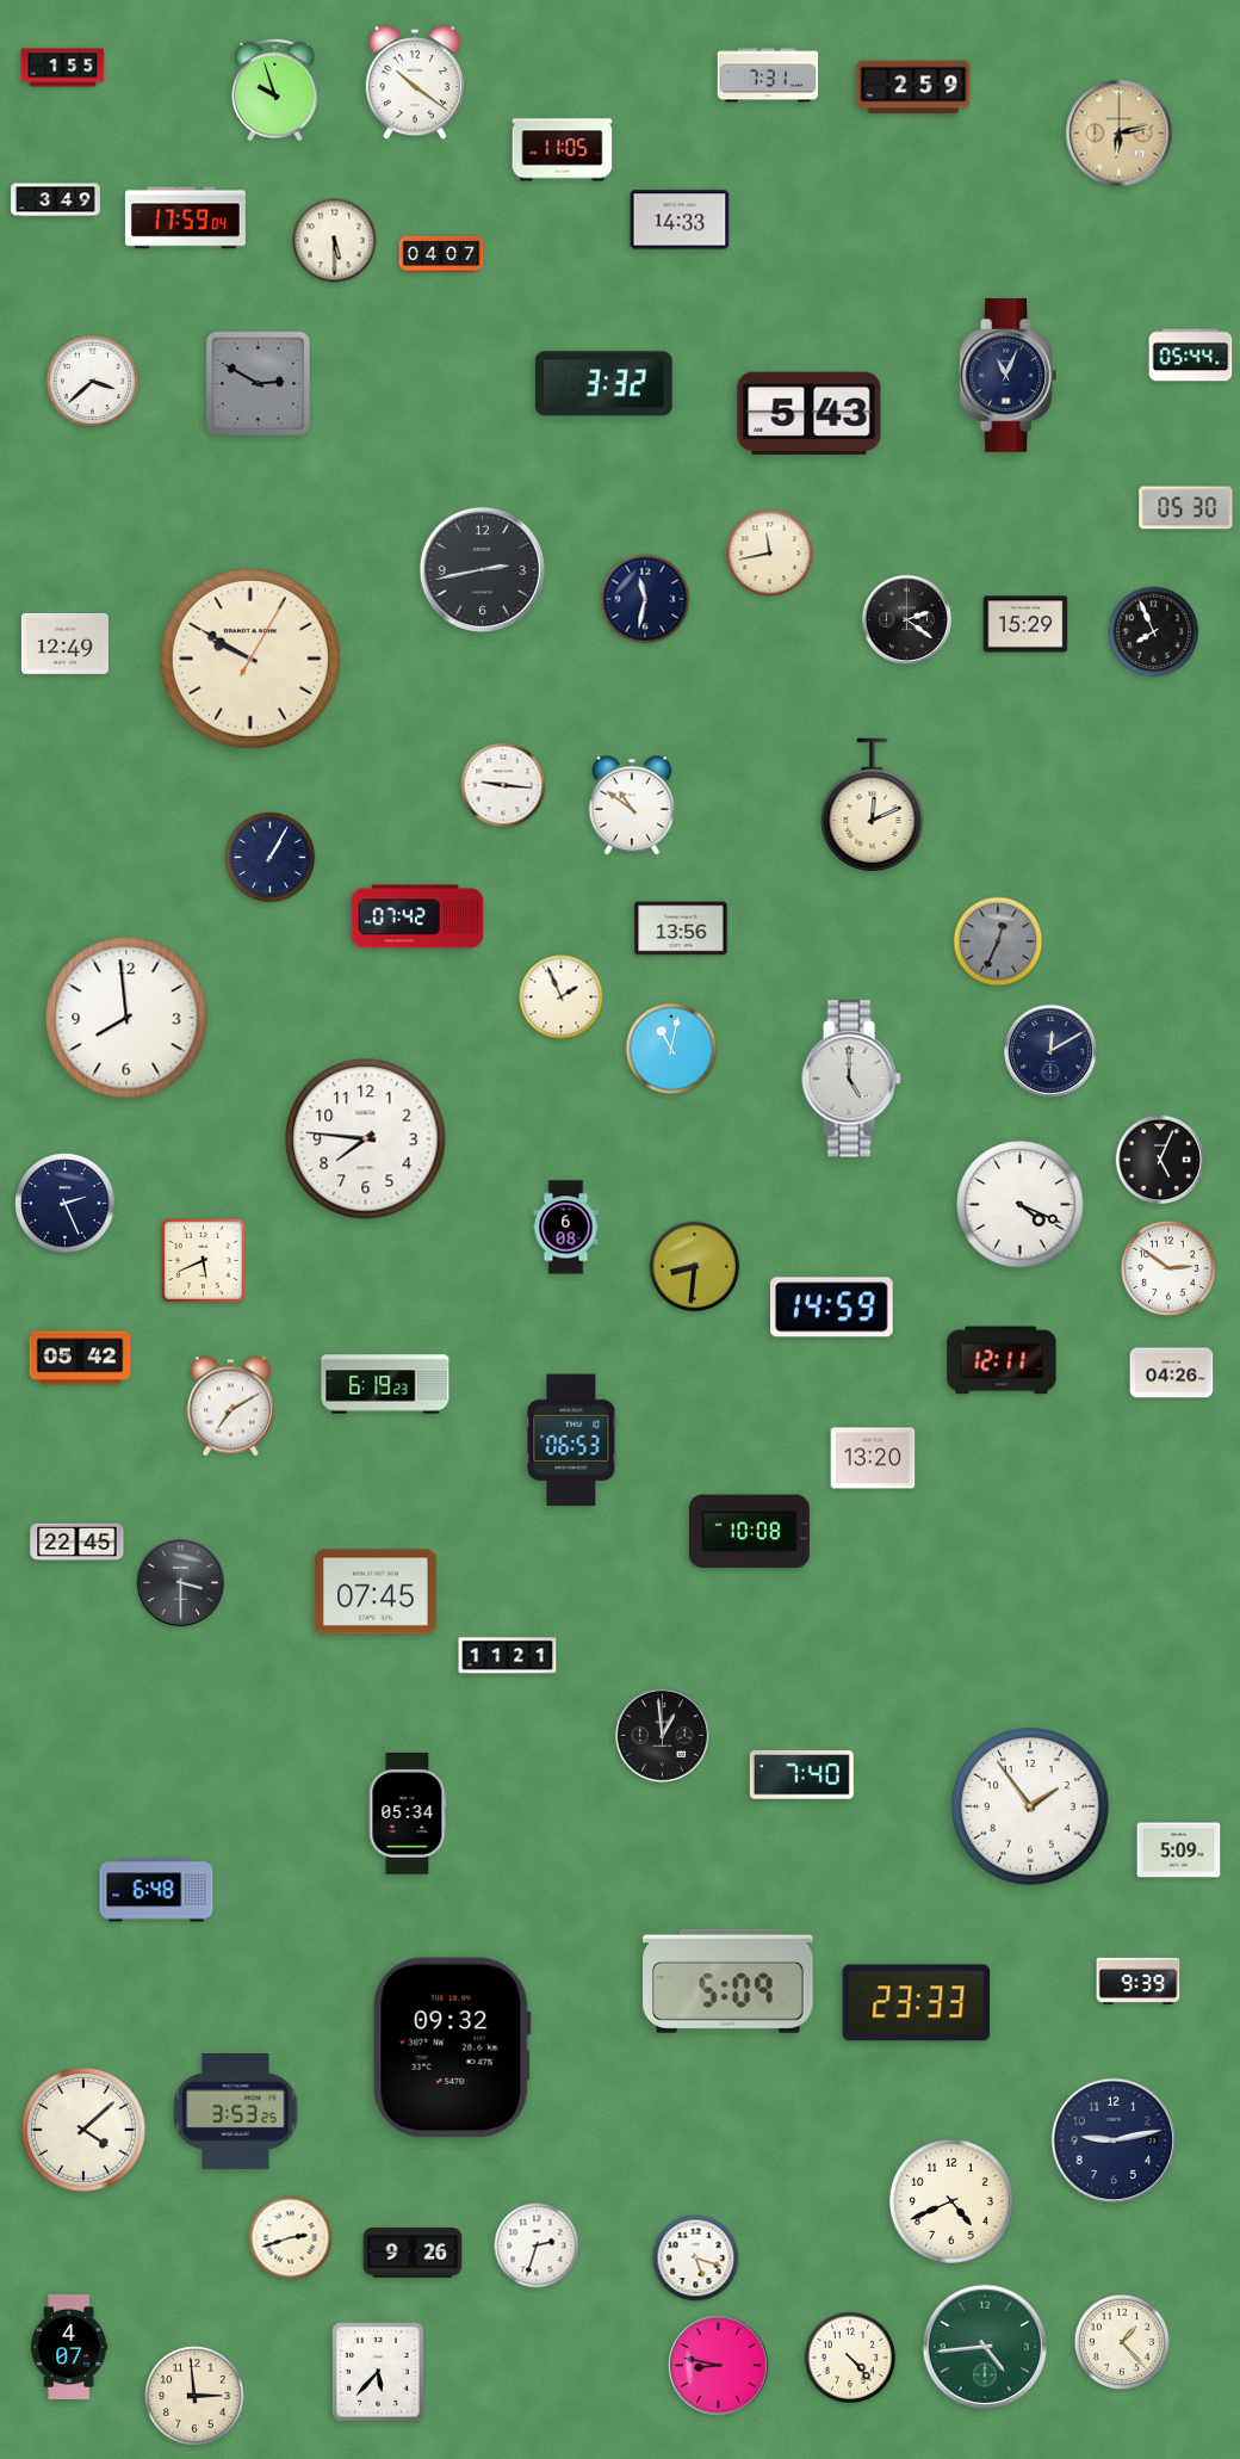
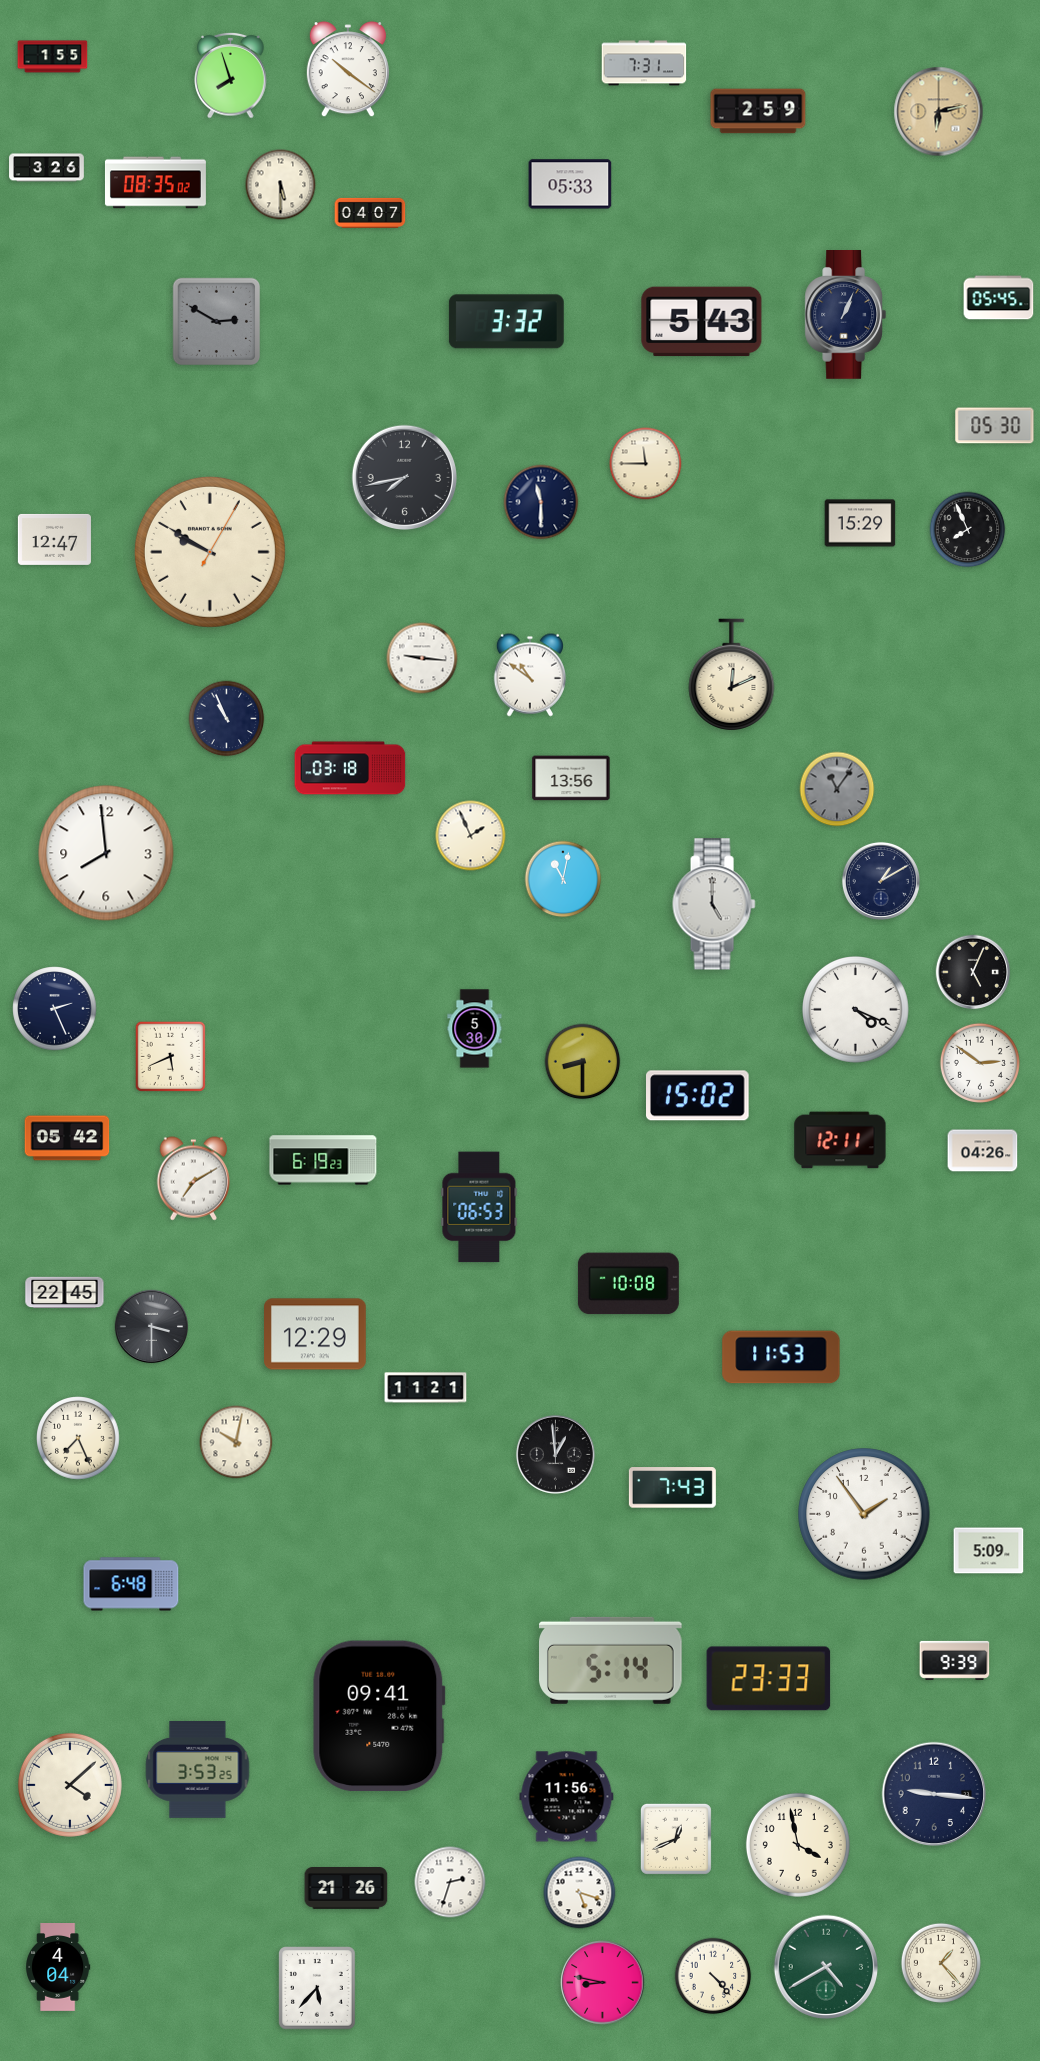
clock at (913, 87) position: (913, 87) -> (758, 111)
clock at (275, 89): 9:57 -> 7:57
clock at (563, 150): 11:05 -> none
clock at (56, 200): 3:49 -> 3:26
clock at (185, 218): 17:59 -> 08:35
clock at (680, 220): 14:33 -> 05:33
clock at (335, 241) position: (335, 241) -> (281, 185)
clock at (1191, 356): 05:44 -> 05:45
clock at (1009, 376): 11:04 -> 1:04
clock at (93, 382): 3:38 -> none
clock at (810, 414) position: (810, 414) -> (702, 322)
clock at (770, 554): 11:43 -> 11:45
clock at (482, 569): 2:43 -> 7:43
clock at (645, 599): 11:32 -> 11:30
clock at (906, 619): 2:21 -> none
clock at (64, 643): 12:49 -> 12:47
clock at (271, 858): 1:05 -> 10:56
clock at (417, 916): 07:42 -> 03:18
clock at (998, 941): 12:34 -> 11:06
clock at (1050, 1051): 12:10 -> 1:10
clock at (366, 1139): 7:46 -> none
clock at (566, 1228): 6:08 -> 5:30
clock at (695, 1267): 8:31 -> 8:30
clock at (832, 1308): 14:59 -> 15:02
clock at (873, 1458): 13:20 -> none
clock at (377, 1592): 07:45 -> 12:29
clock at (781, 1357): none -> 11:53
clock at (78, 1438): none -> 7:26
clock at (236, 1442): none -> 10:02
clock at (801, 1775): 7:40 -> 7:43
clock at (408, 1815): 05:34 -> none
clock at (728, 1981): 5:09 -> 5:14
clock at (452, 2047): 09:32 -> 09:41
clock at (1114, 2140): 9:13 -> 9:16
clock at (567, 1797): none -> 11:56
clock at (676, 1839): none -> 12:41
clock at (951, 2201): 4:41 -> 3:58
clock at (291, 2238): 2:42 -> none
clock at (413, 2254): 9:26 -> 21:26
clock at (696, 2259) position: (696, 2259) -> (580, 1893)
clock at (985, 2347): 4:44 -> 4:40
clock at (70, 2348): 4:07 -> 4:04
clock at (194, 2396): 2:59 -> none
